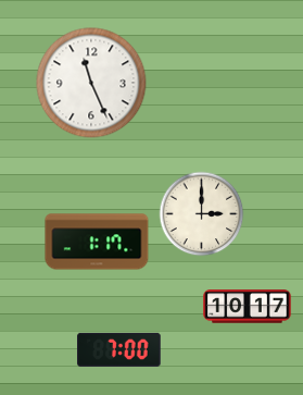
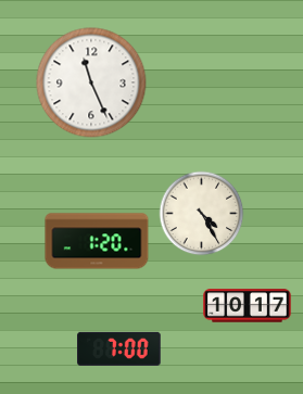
clock at (201, 213): 3:00 -> 4:25
clock at (97, 242): 1:17 -> 1:20
